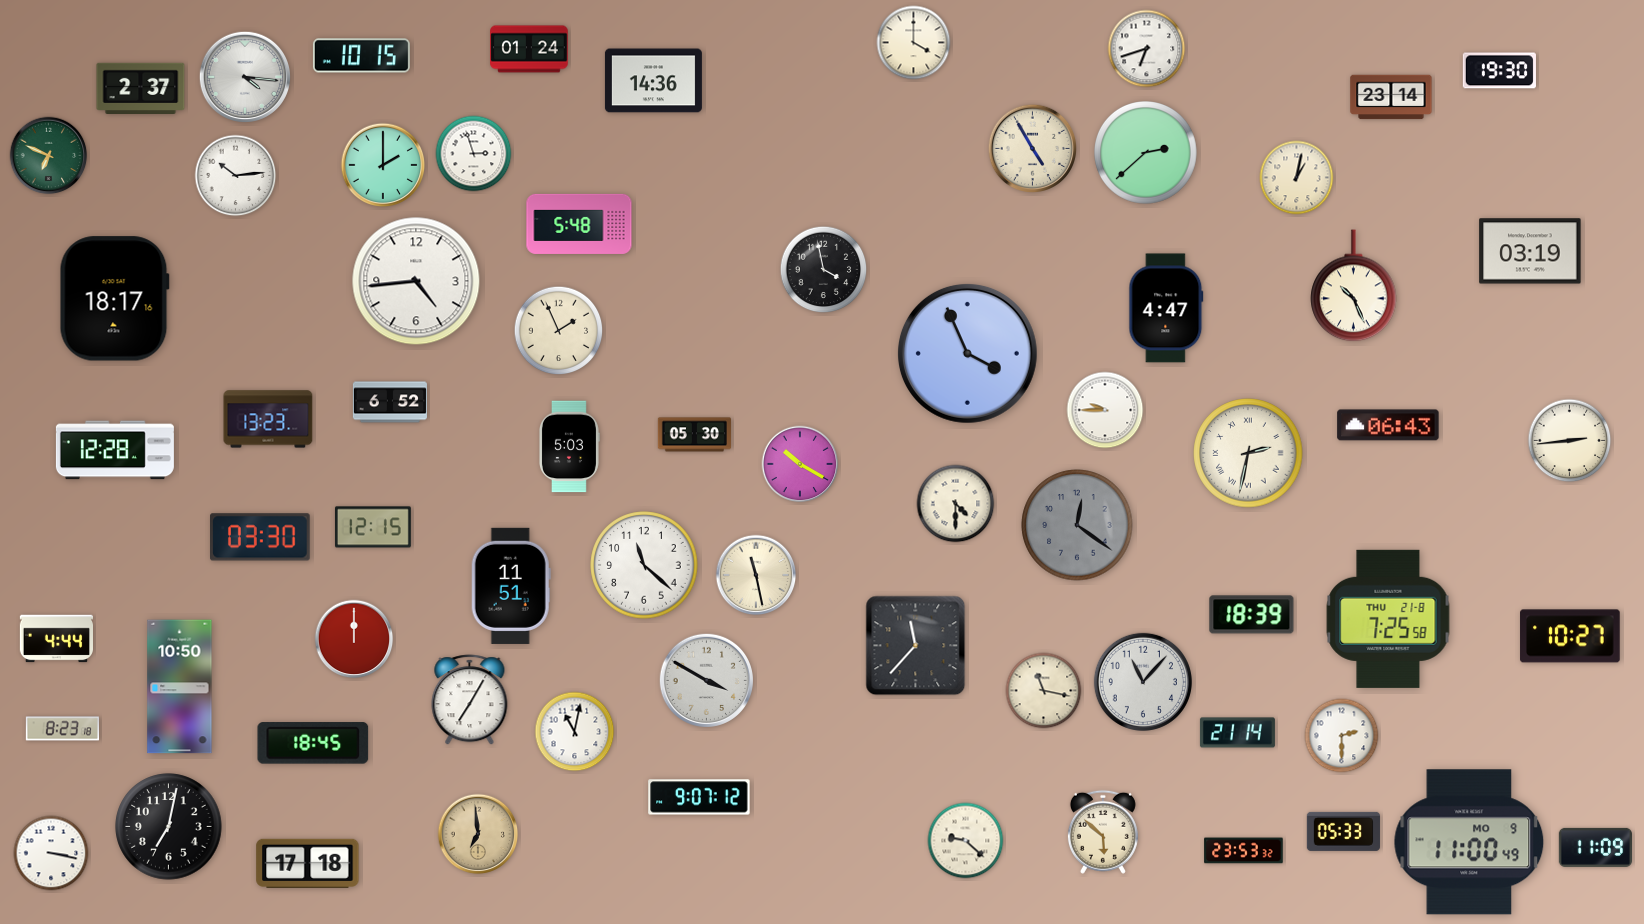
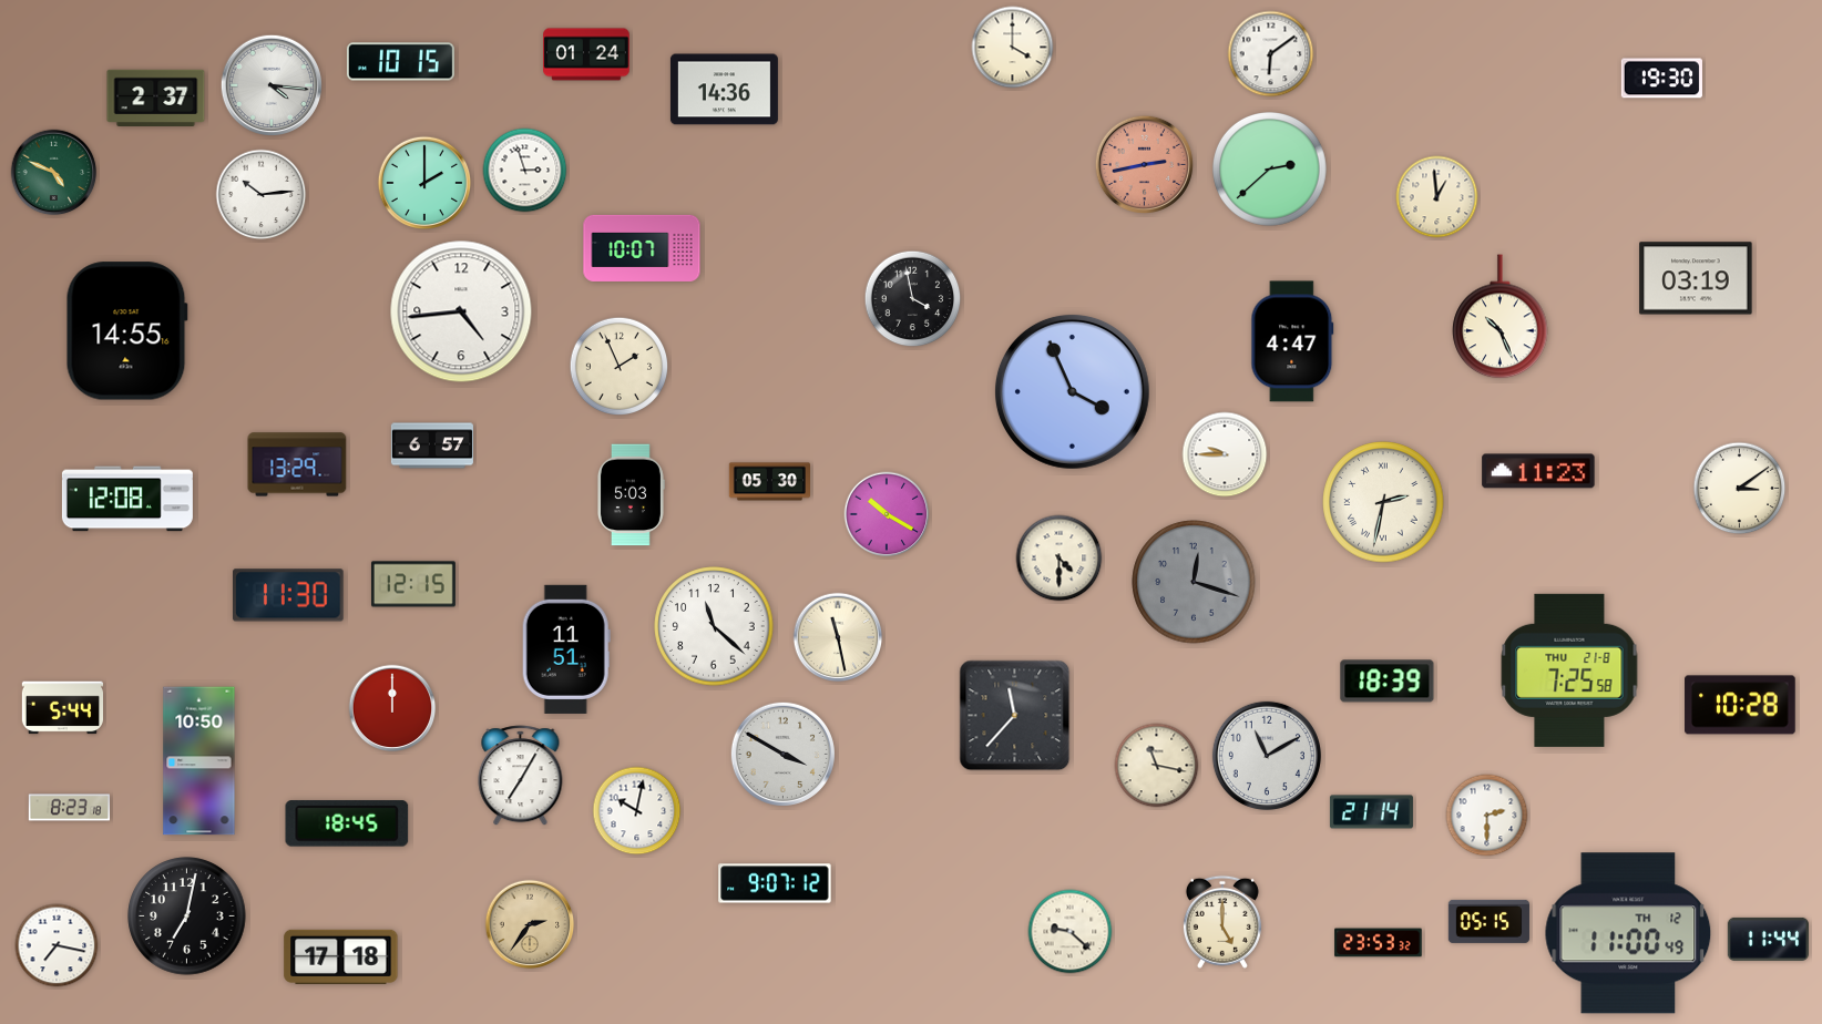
clock at (1147, 49): 6:42 -> 6:09
clock at (1391, 97): 23:14 -> none
clock at (1032, 148): 4:55 -> 2:43
clock at (1032, 148) dial: cream -> salmon
clock at (49, 156): 6:49 -> 4:49
clock at (1297, 178): 1:02 -> 12:59
clock at (579, 224): 5:48 -> 10:07
clock at (114, 299): 18:17 -> 14:55
clock at (390, 402): 6:52 -> 6:57
clock at (268, 419): 13:23 -> 13:29
clock at (1388, 425): 06:43 -> 11:23
clock at (1570, 441): 2:44 -> 3:09
clock at (115, 450): 12:28 -> 12:08
clock at (1077, 525): 12:21 -> 12:18
clock at (261, 537): 03:30 -> 11:30
clock at (1388, 619) position: (1388, 619) -> (1569, 670)
clock at (1570, 636): 10:27 -> 10:28
clock at (56, 639): 4:44 -> 5:44
clock at (1143, 682): 11:07 -> 11:10
clock at (575, 732): 11:02 -> 10:02
clock at (1343, 831): 05:33 -> 05:15
clock at (1103, 832): 5:52 -> 5:00
clock at (478, 834): 6:59 -> 2:36
clock at (1469, 842) date: MO 9 -> TH 12
clock at (1595, 847): 11:09 -> 11:44
clock at (51, 853): 3:17 -> 7:17
